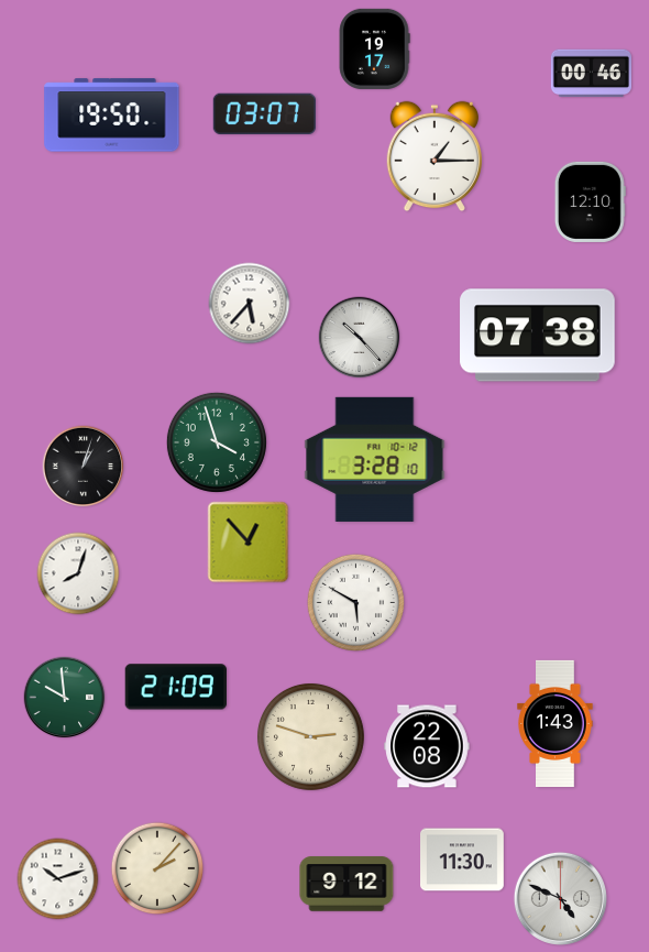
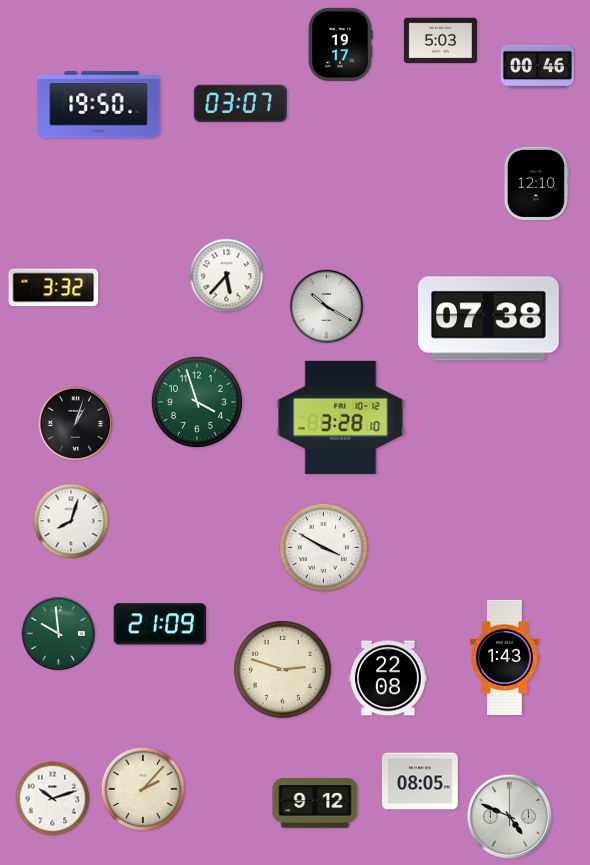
clock at (440, 41): none -> 5:03
clock at (112, 116) position: (112, 116) -> (99, 105)
clock at (433, 156): 1:15 -> none
clock at (54, 288): none -> 3:32
clock at (538, 336) position: (538, 336) -> (489, 319)
clock at (360, 338): 10:23 -> 10:20
clock at (249, 543): 12:53 -> none
clock at (355, 602): 5:50 -> 3:50
clock at (463, 860): 11:30 -> 08:05
